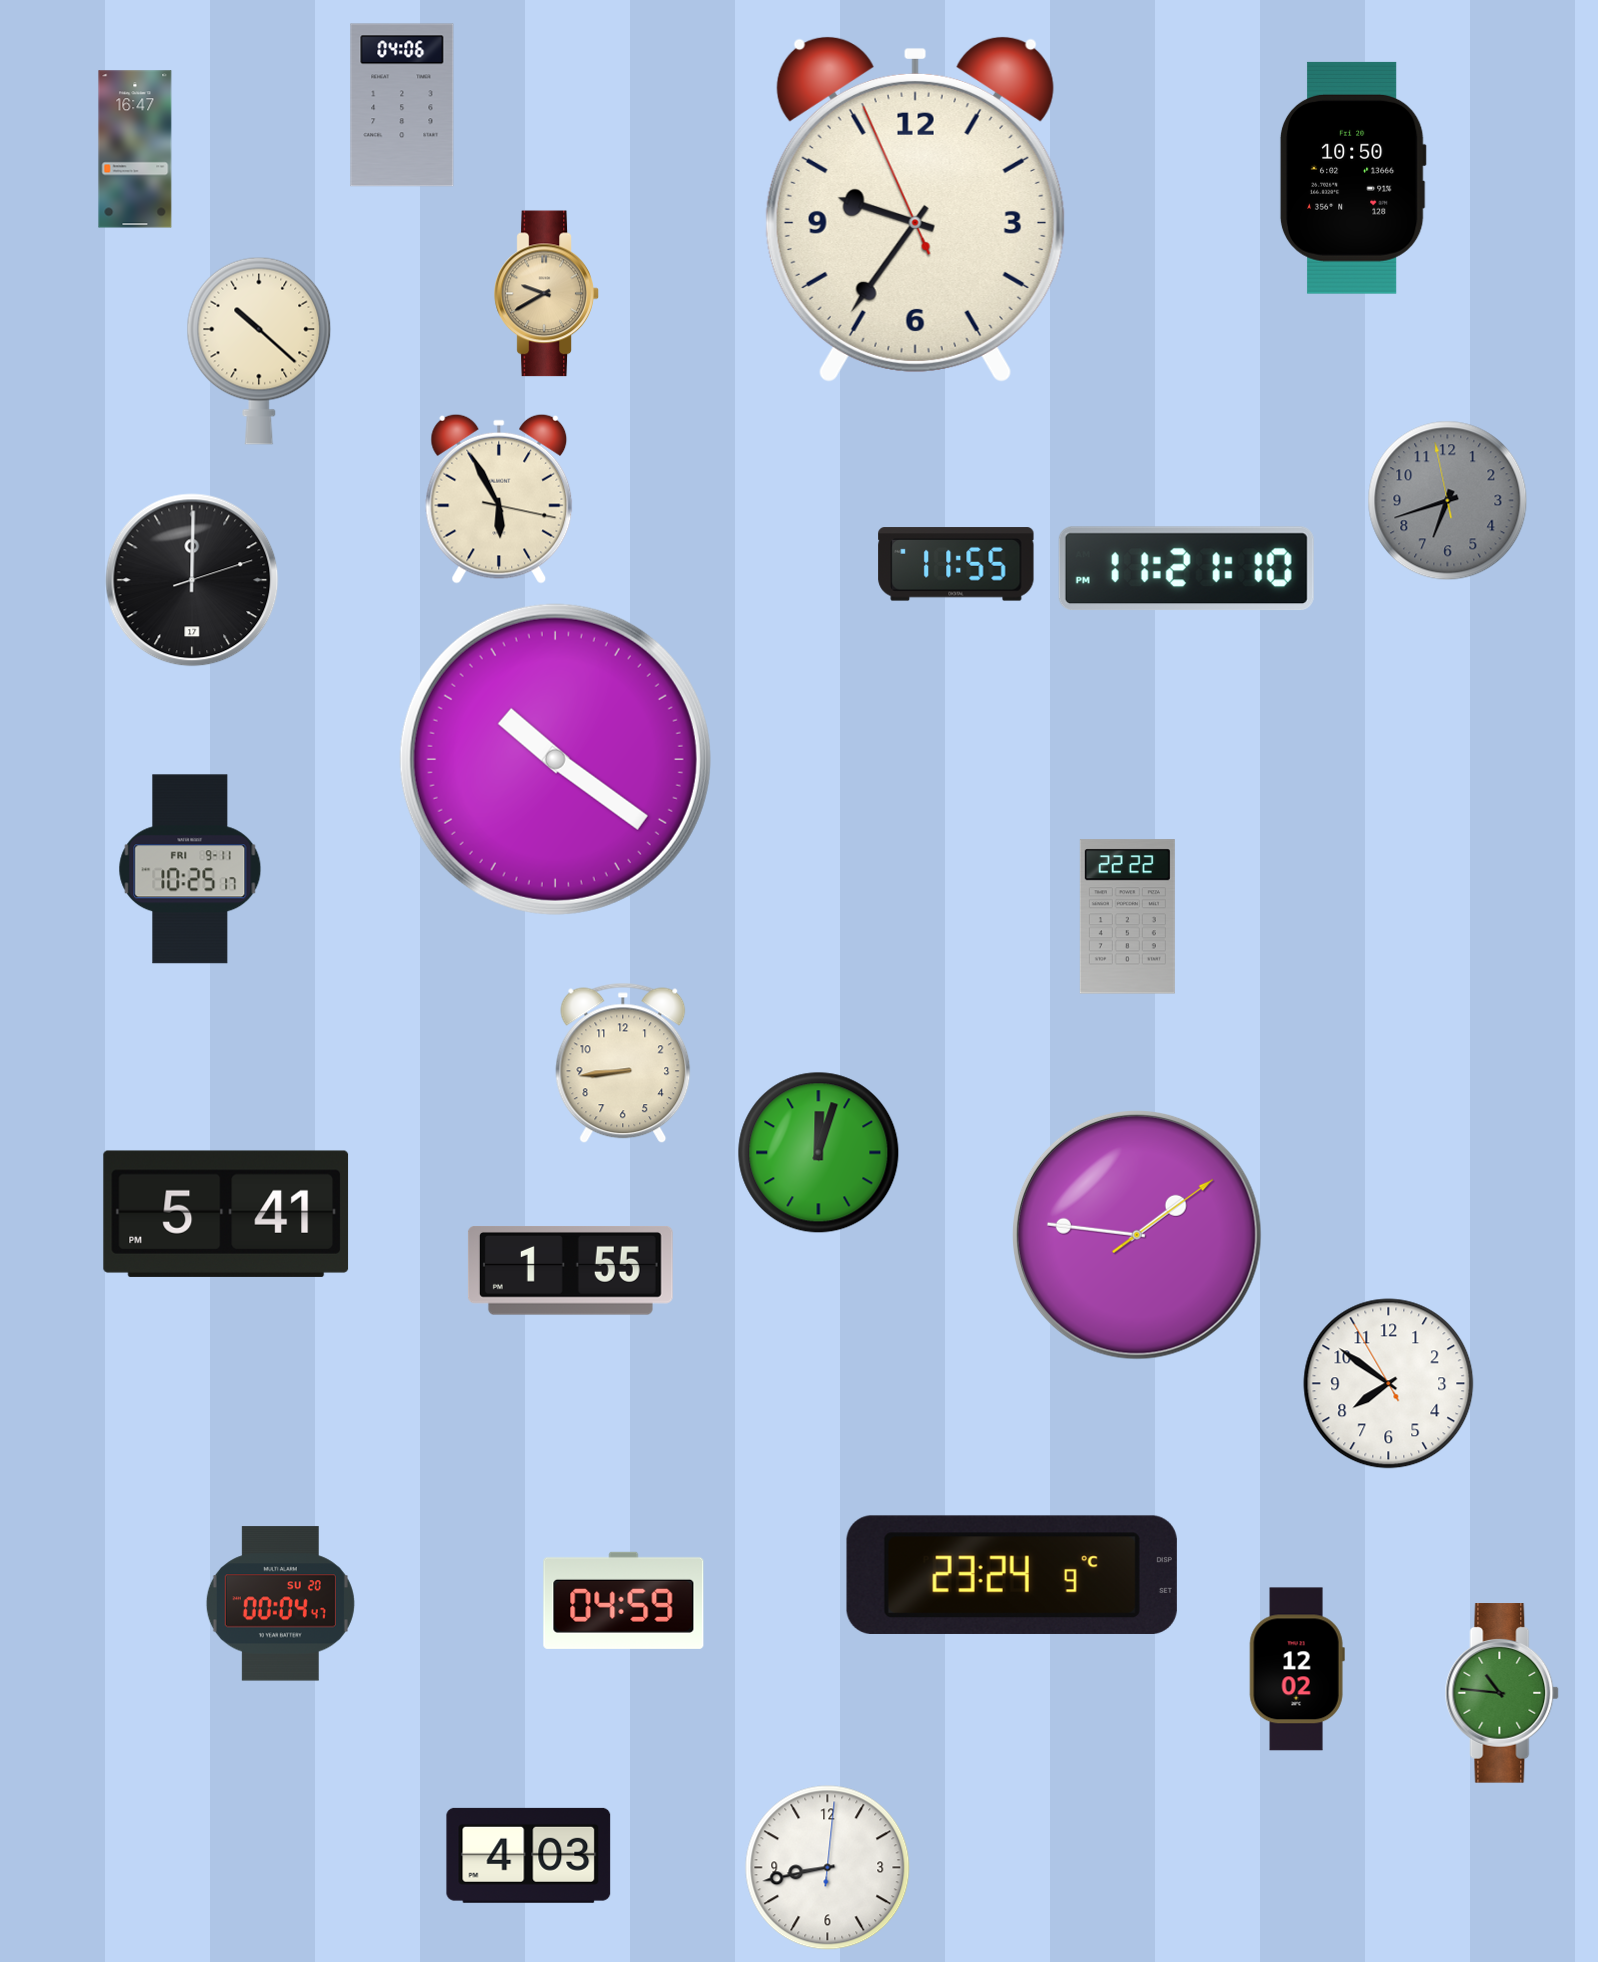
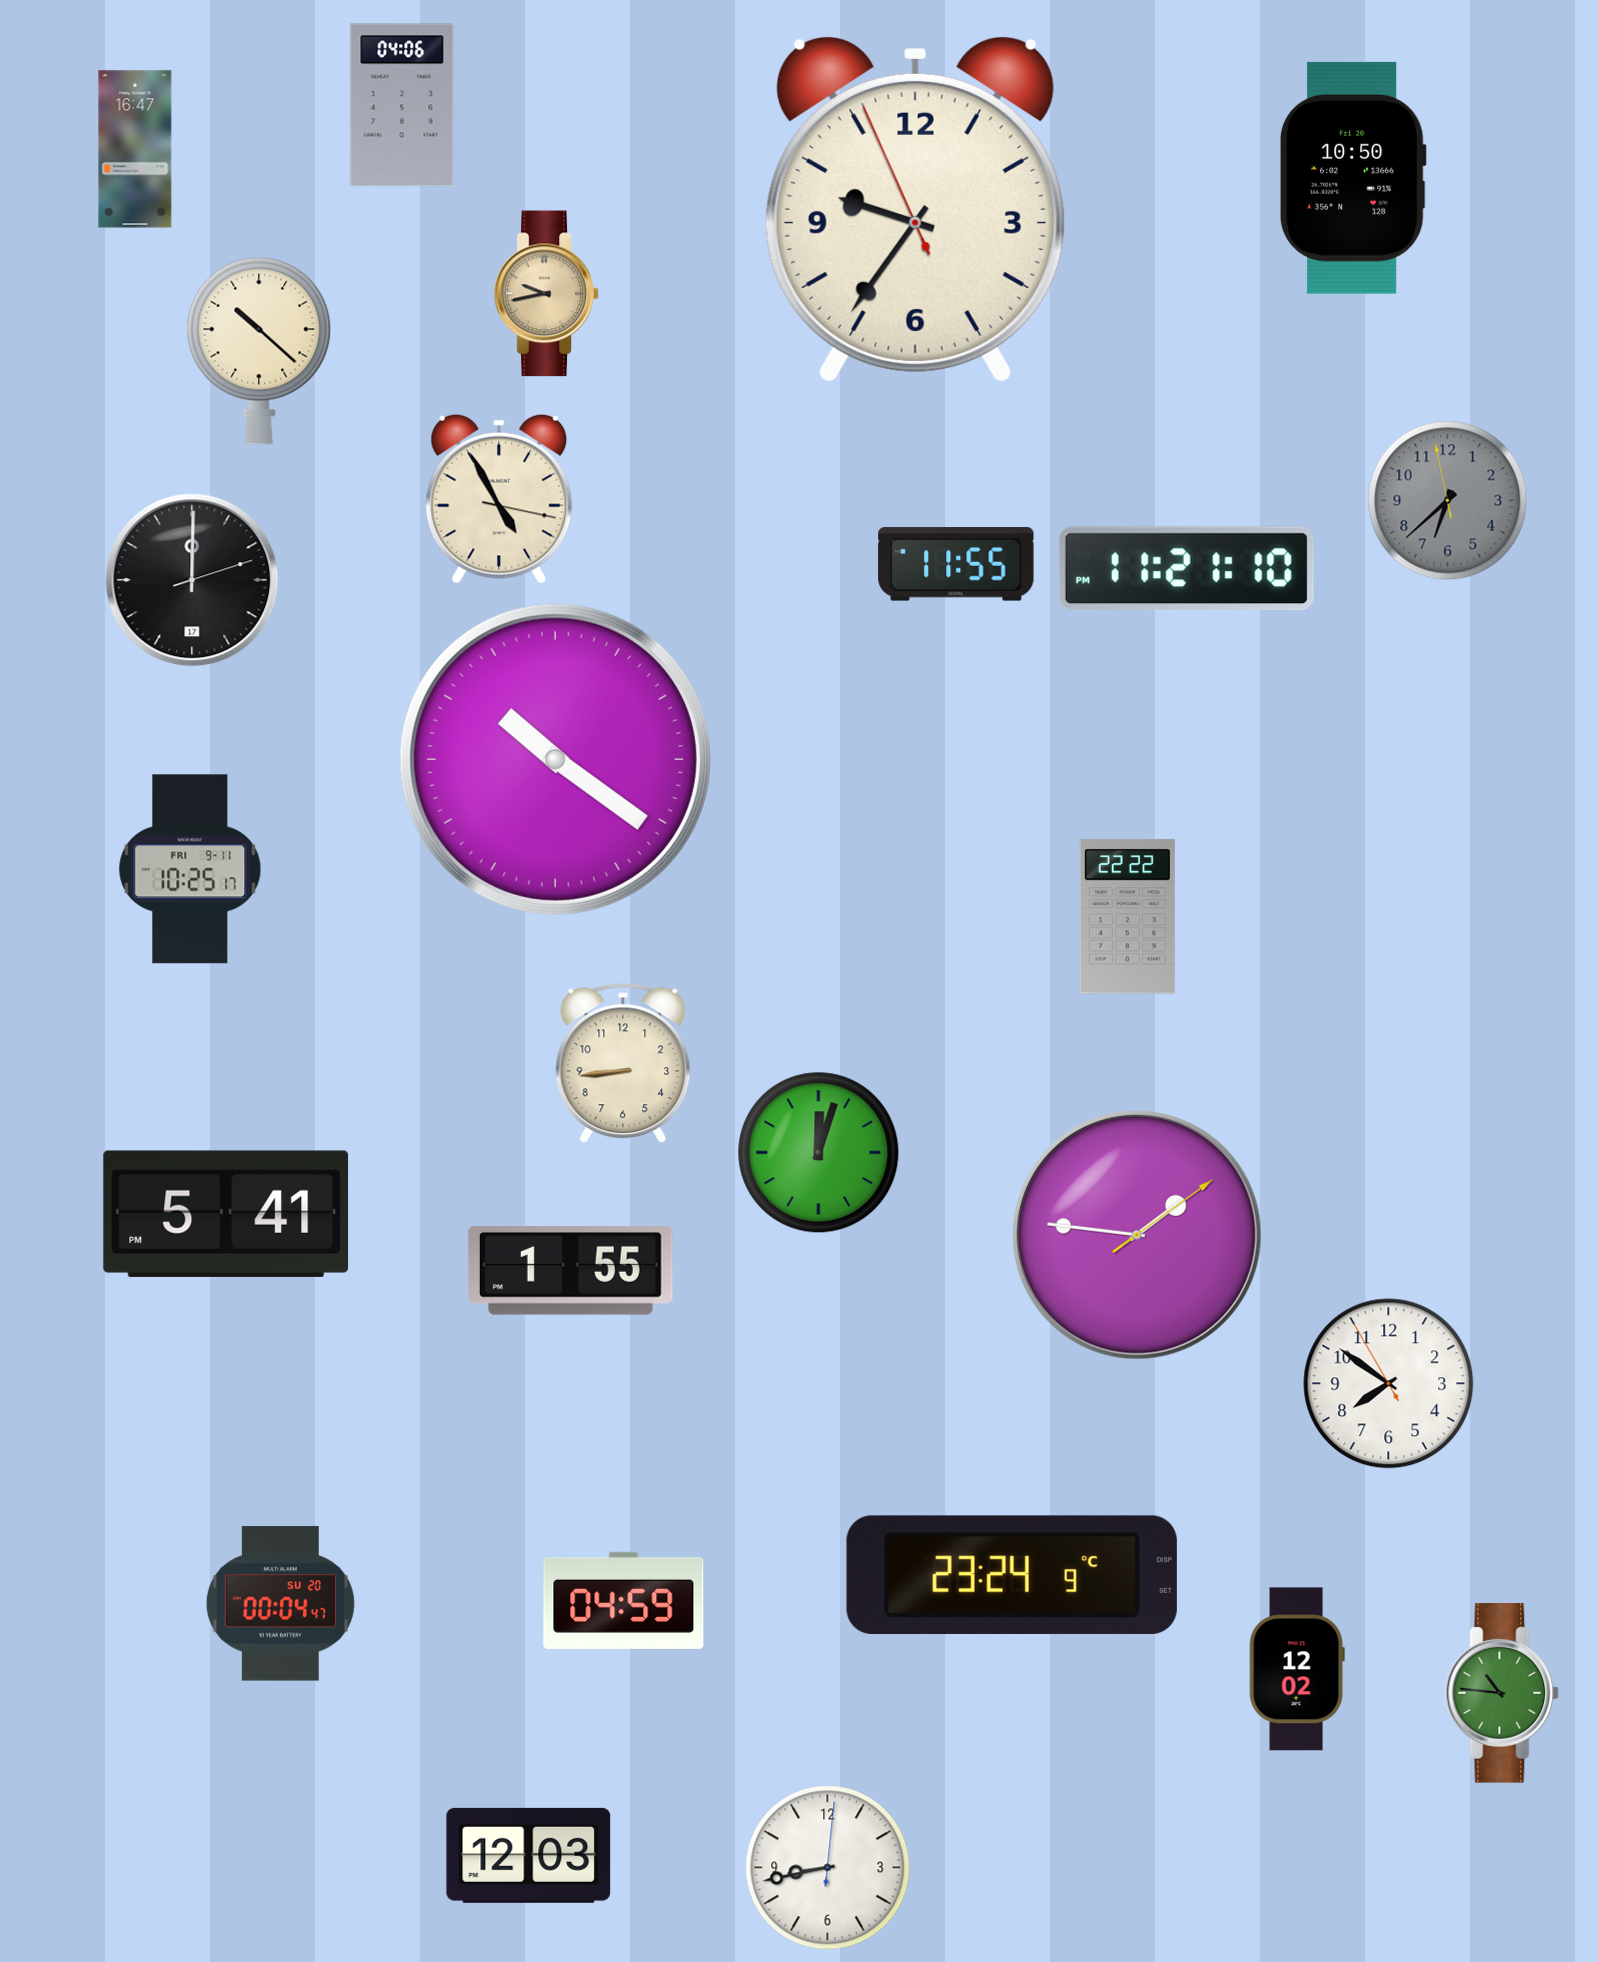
clock at (547, 294): 9:40 -> 9:43
clock at (499, 499): 5:55 -> 4:55
clock at (1448, 501): 6:41 -> 6:37
clock at (529, 1855): 4:03 -> 12:03
